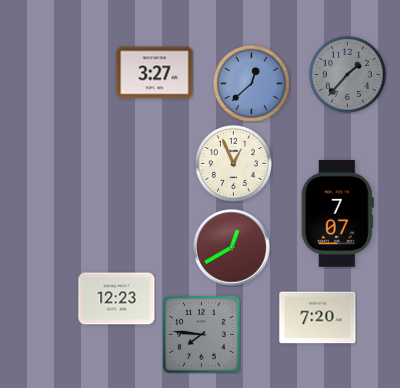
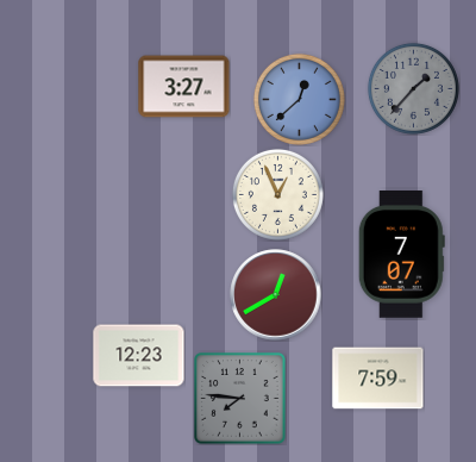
clock at (318, 318): 7:20 -> 7:59
